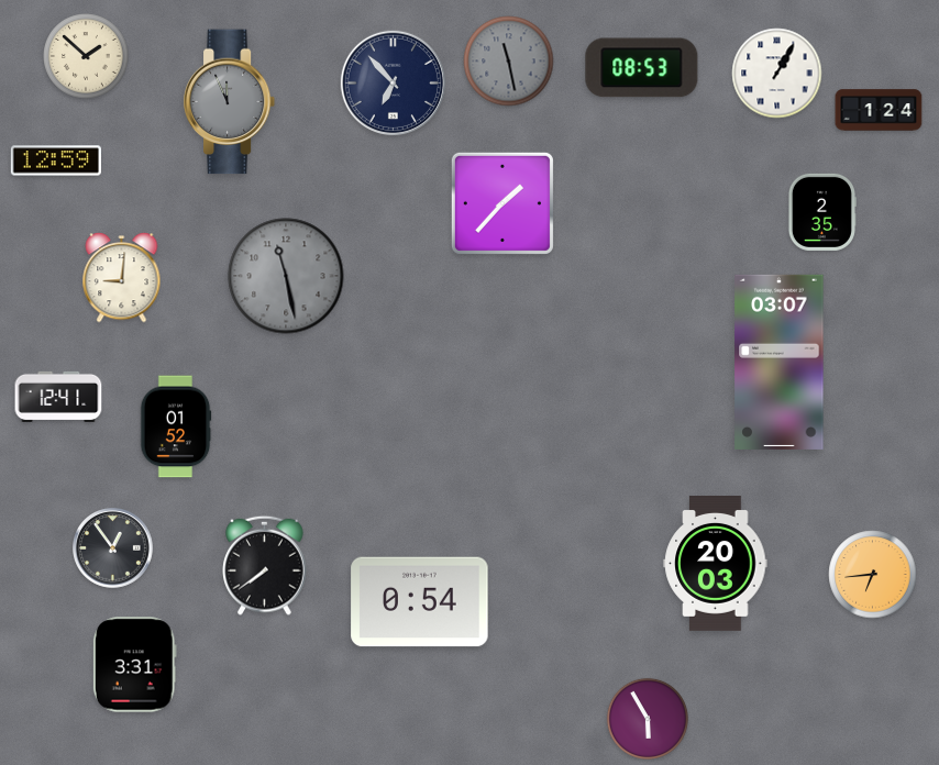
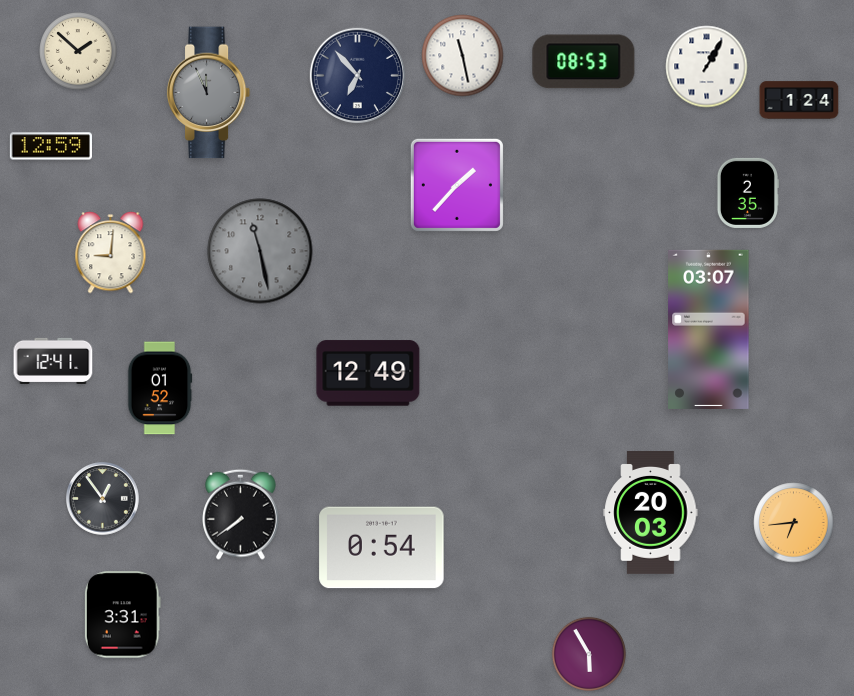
clock at (509, 62) dial: grey -> white
clock at (368, 373): none -> 12:49
clock at (134, 665) position: (134, 665) -> (122, 615)
